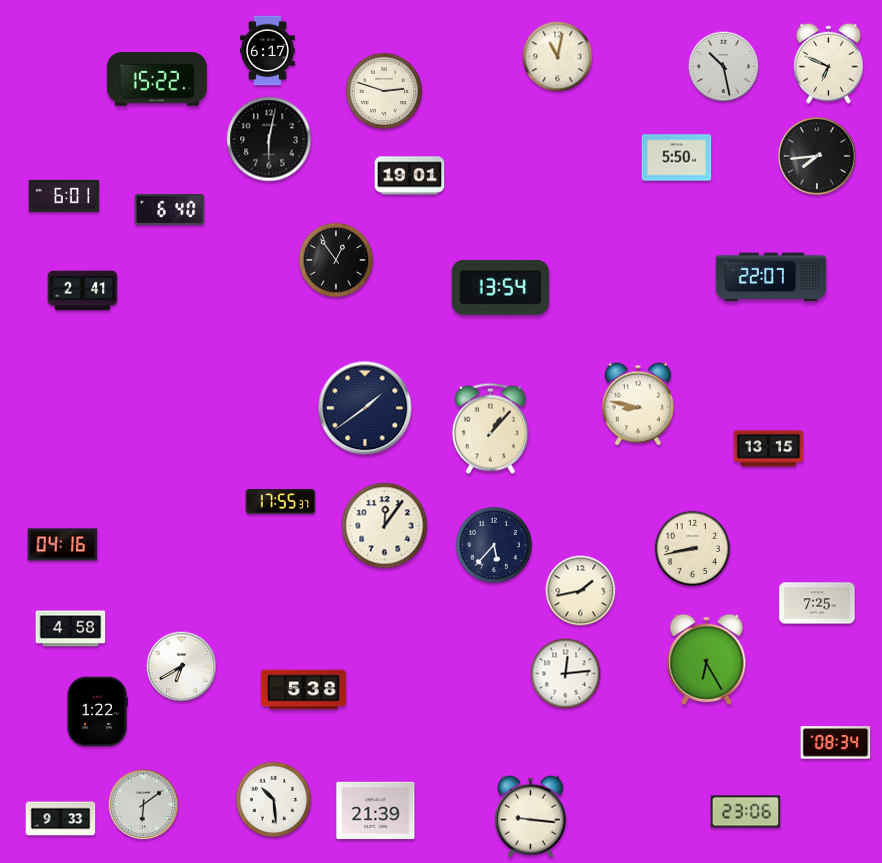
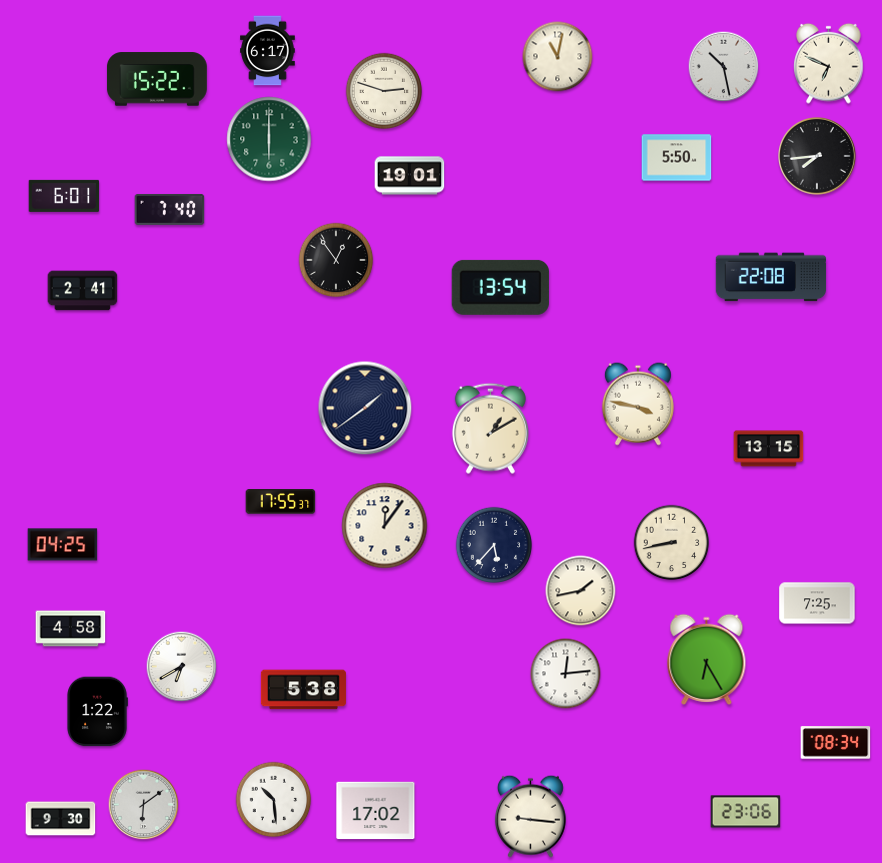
clock at (269, 139): 6:02 -> 6:00
clock at (269, 139) dial: black -> green
clock at (170, 209): 6:40 -> 7:40
clock at (771, 277): 22:07 -> 22:08
clock at (638, 404): 8:47 -> 3:47
clock at (490, 428): 1:07 -> 1:10
clock at (63, 545): 04:16 -> 04:25
clock at (693, 549) position: (693, 549) -> (672, 543)
clock at (376, 811): 21:39 -> 17:02
clock at (61, 819): 9:33 -> 9:30
